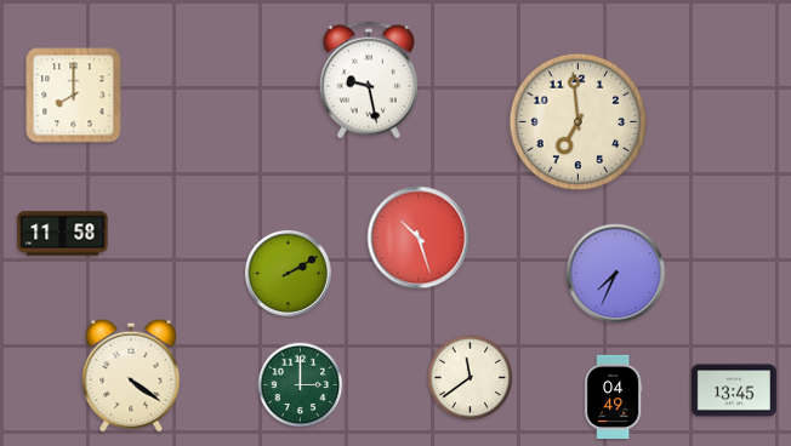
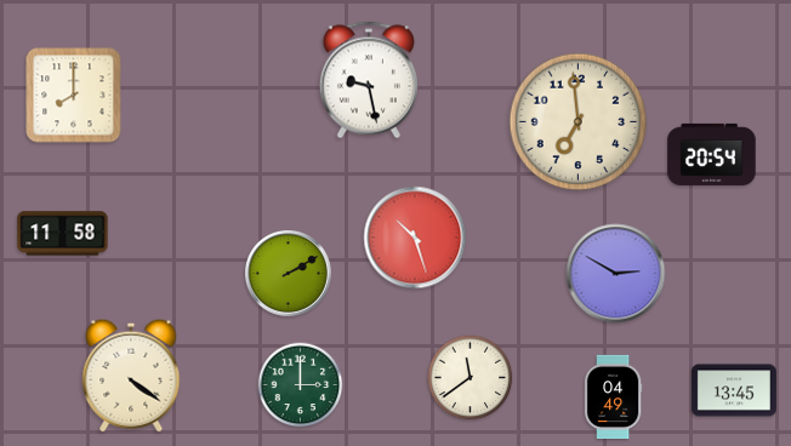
clock at (712, 154): none -> 20:54
clock at (419, 238) position: (419, 238) -> (415, 238)
clock at (616, 274): 7:34 -> 2:50
